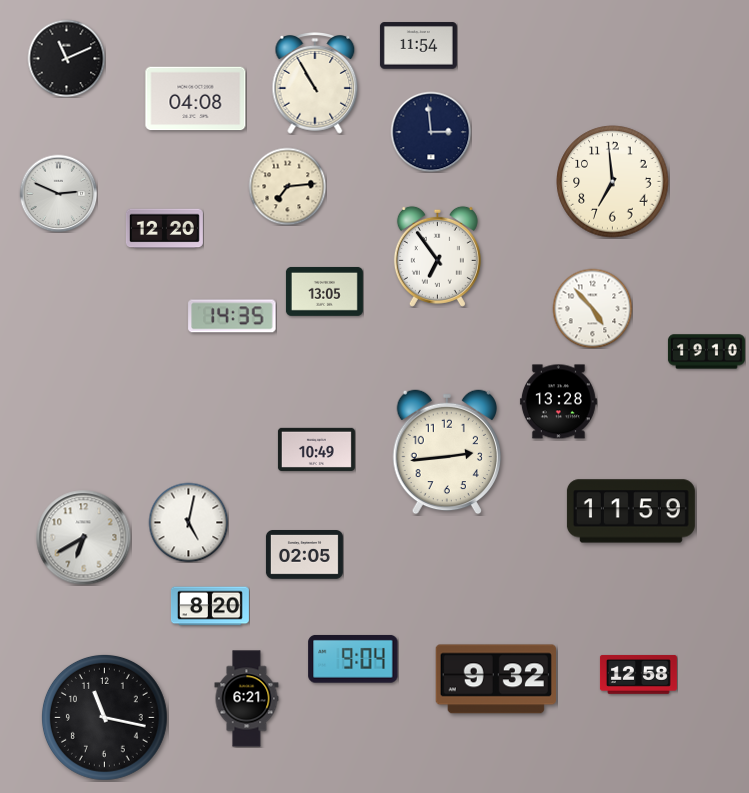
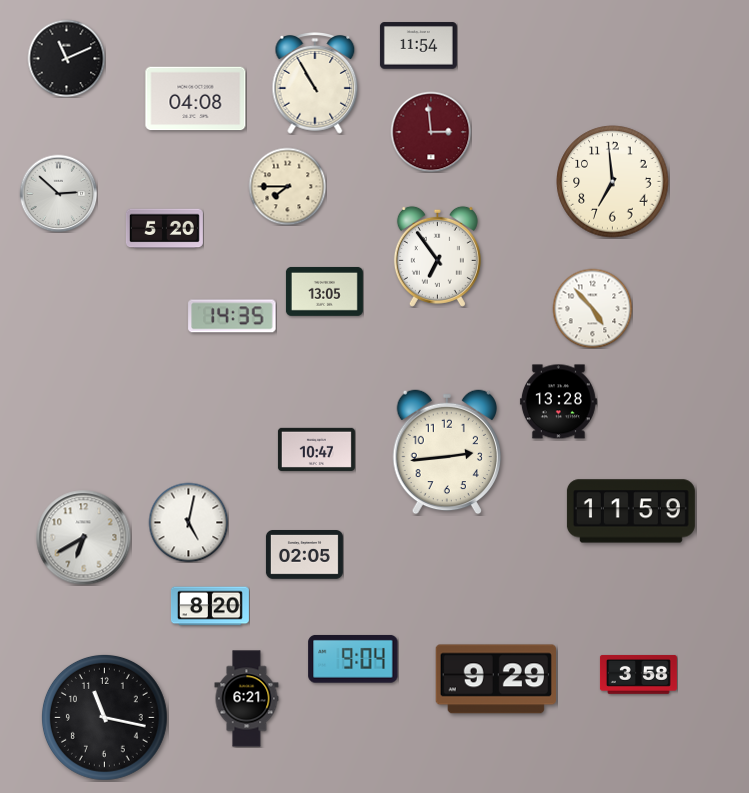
clock at (431, 132) dial: navy -> burgundy
clock at (287, 186): 7:14 -> 7:45
clock at (58, 193): 2:49 -> 2:52
clock at (164, 229): 12:20 -> 5:20
clock at (706, 352): 19:10 -> none
clock at (316, 449): 10:49 -> 10:47
clock at (638, 674): 12:58 -> 3:58
clock at (496, 679): 9:32 -> 9:29
